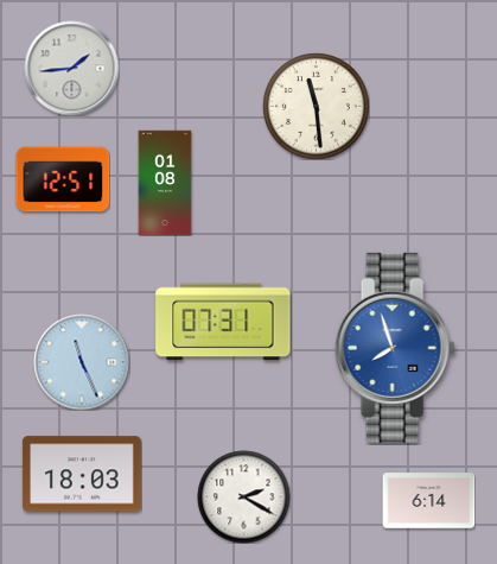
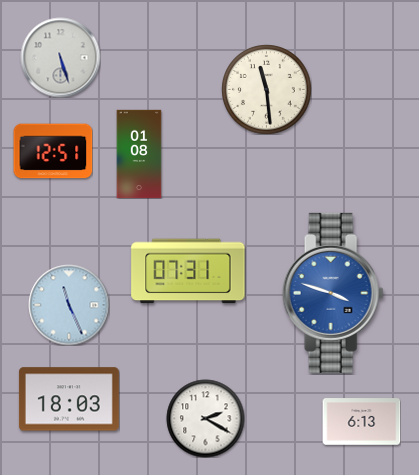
clock at (71, 68): 1:44 -> 5:27
clock at (395, 348): 7:57 -> 3:48
clock at (428, 501): 6:14 -> 6:13
